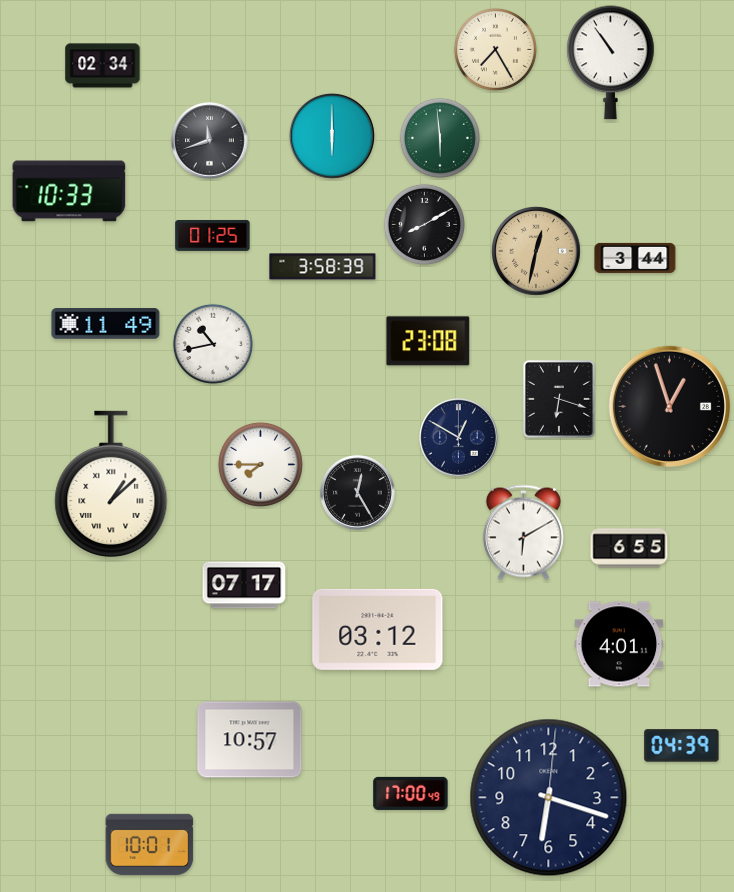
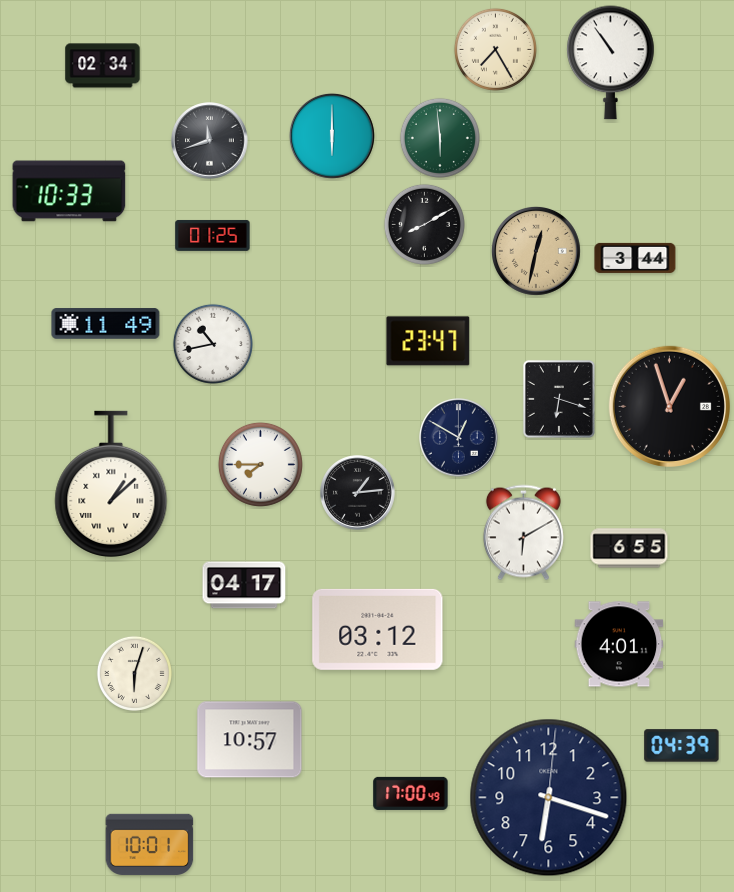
clock at (323, 267): 3:58 -> none
clock at (428, 341): 23:08 -> 23:47
clock at (358, 493): 12:25 -> 1:14
clock at (244, 585): 07:17 -> 04:17
clock at (134, 673): none -> 6:03
